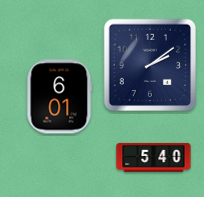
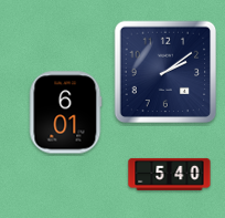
clock at (60, 97) position: (60, 97) -> (66, 113)
